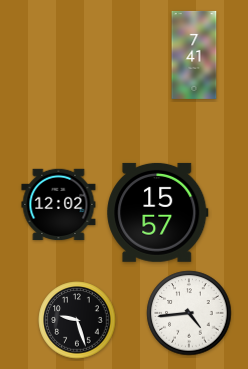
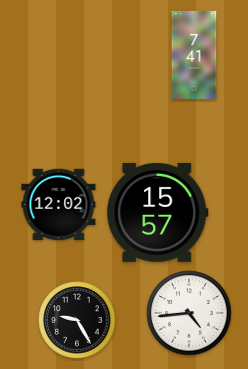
clock at (77, 320): 9:27 -> 9:25
